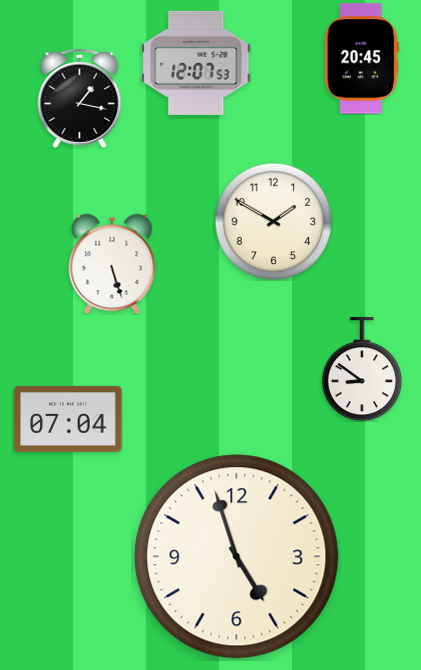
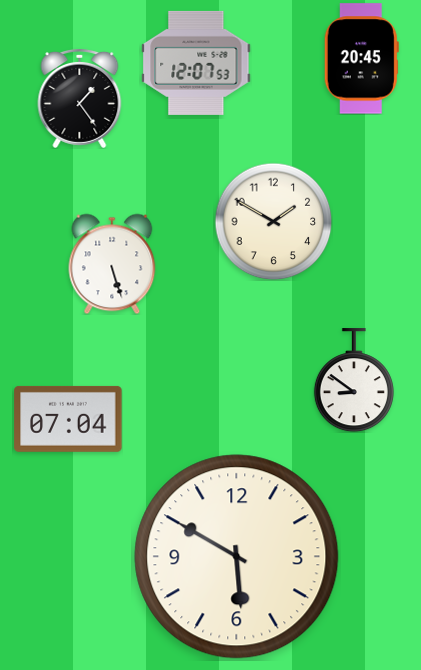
clock at (80, 98): 1:17 -> 1:24
clock at (362, 369) position: (362, 369) -> (354, 380)
clock at (237, 557): 4:57 -> 5:50
